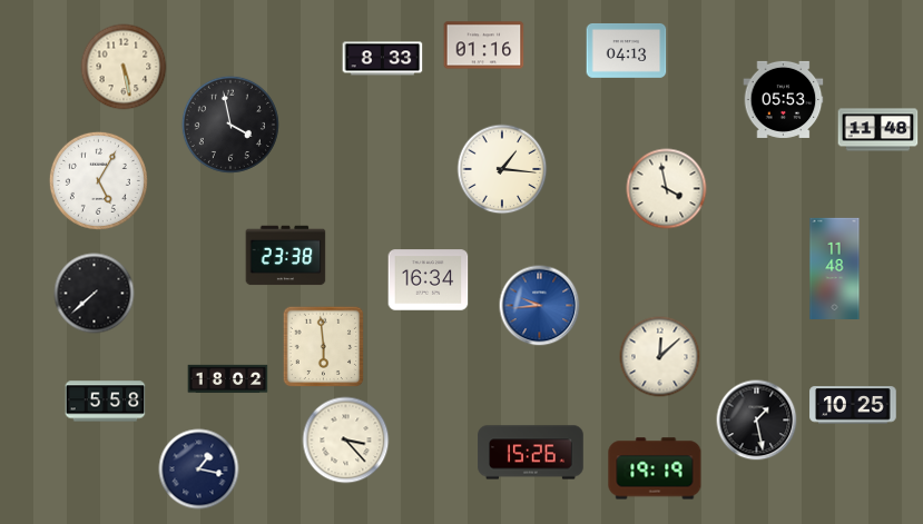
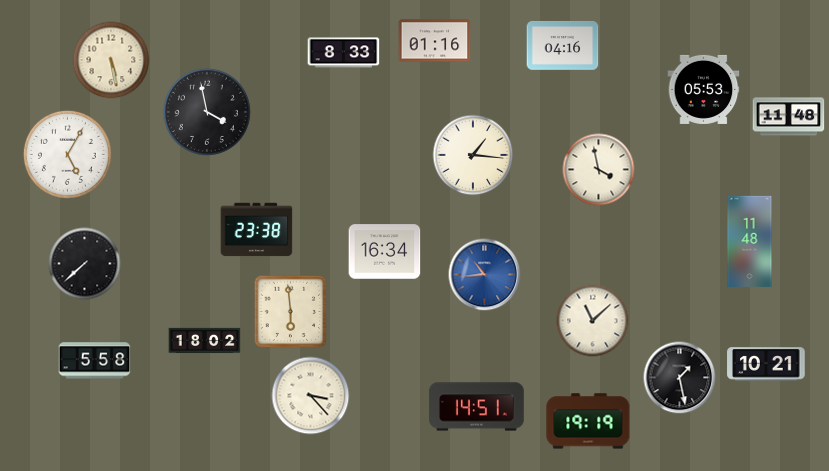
clock at (627, 50): 04:13 -> 04:16
clock at (502, 169) position: (502, 169) -> (473, 155)
clock at (98, 180) position: (98, 180) -> (67, 154)
clock at (540, 306): 9:44 -> 10:44
clock at (660, 357): 12:08 -> 11:08
clock at (853, 405): 10:25 -> 10:21
clock at (531, 453): 15:26 -> 14:51
clock at (199, 469): 1:17 -> none
